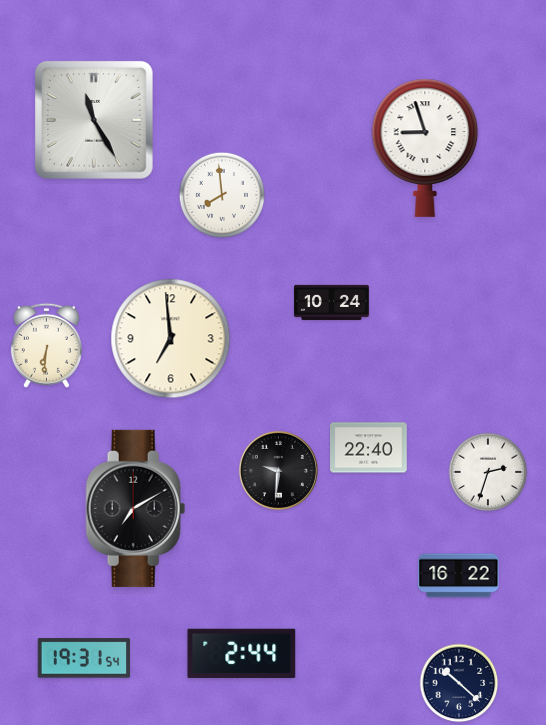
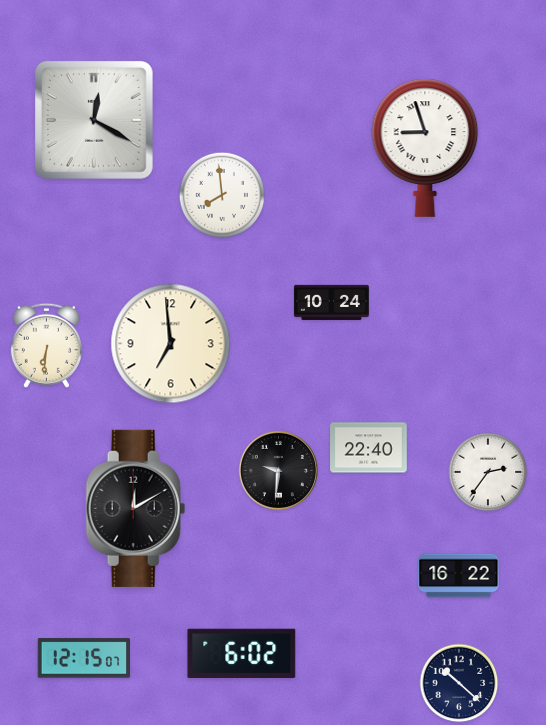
clock at (95, 121): 11:25 -> 12:20
clock at (171, 339) position: (171, 339) -> (171, 344)
clock at (488, 472): 2:33 -> 2:36
clock at (136, 508): 7:10 -> 12:10
clock at (242, 653): 2:44 -> 6:02
clock at (83, 658): 19:31 -> 12:15
